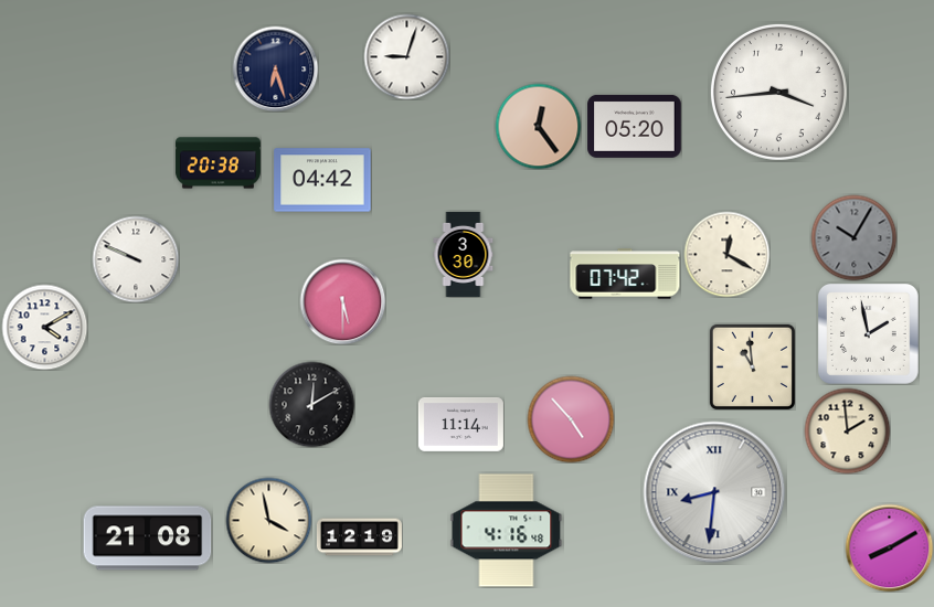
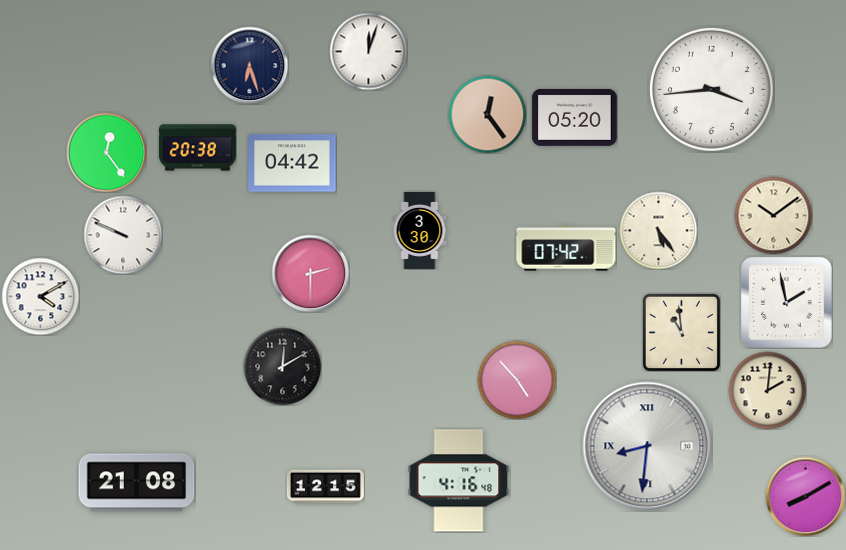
clock at (406, 56): 9:03 -> 12:03
clock at (275, 68) position: (275, 68) -> (249, 65)
clock at (778, 92) position: (778, 92) -> (711, 89)
clock at (635, 126) position: (635, 126) -> (575, 117)
clock at (106, 152): none -> 12:24
clock at (853, 237): 10:05 -> 10:09
clock at (853, 237) dial: grey -> cream
clock at (726, 254): 12:20 -> 5:24
clock at (342, 301): 5:30 -> 2:30
clock at (460, 424): 11:14 -> none
clock at (847, 430): 1:59 -> 2:01
clock at (268, 520): 3:58 -> none
clock at (359, 537): 12:19 -> 12:15
clock at (148, 539) position: (148, 539) -> (137, 483)
